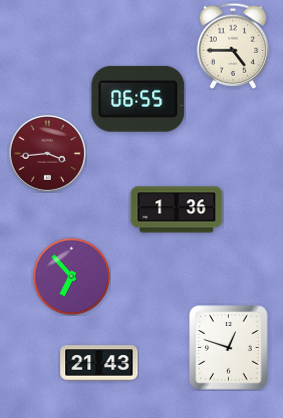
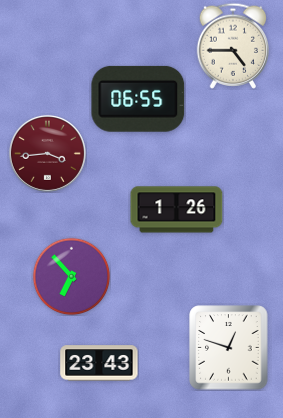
clock at (177, 210): 1:36 -> 1:26
clock at (99, 363): 21:43 -> 23:43
